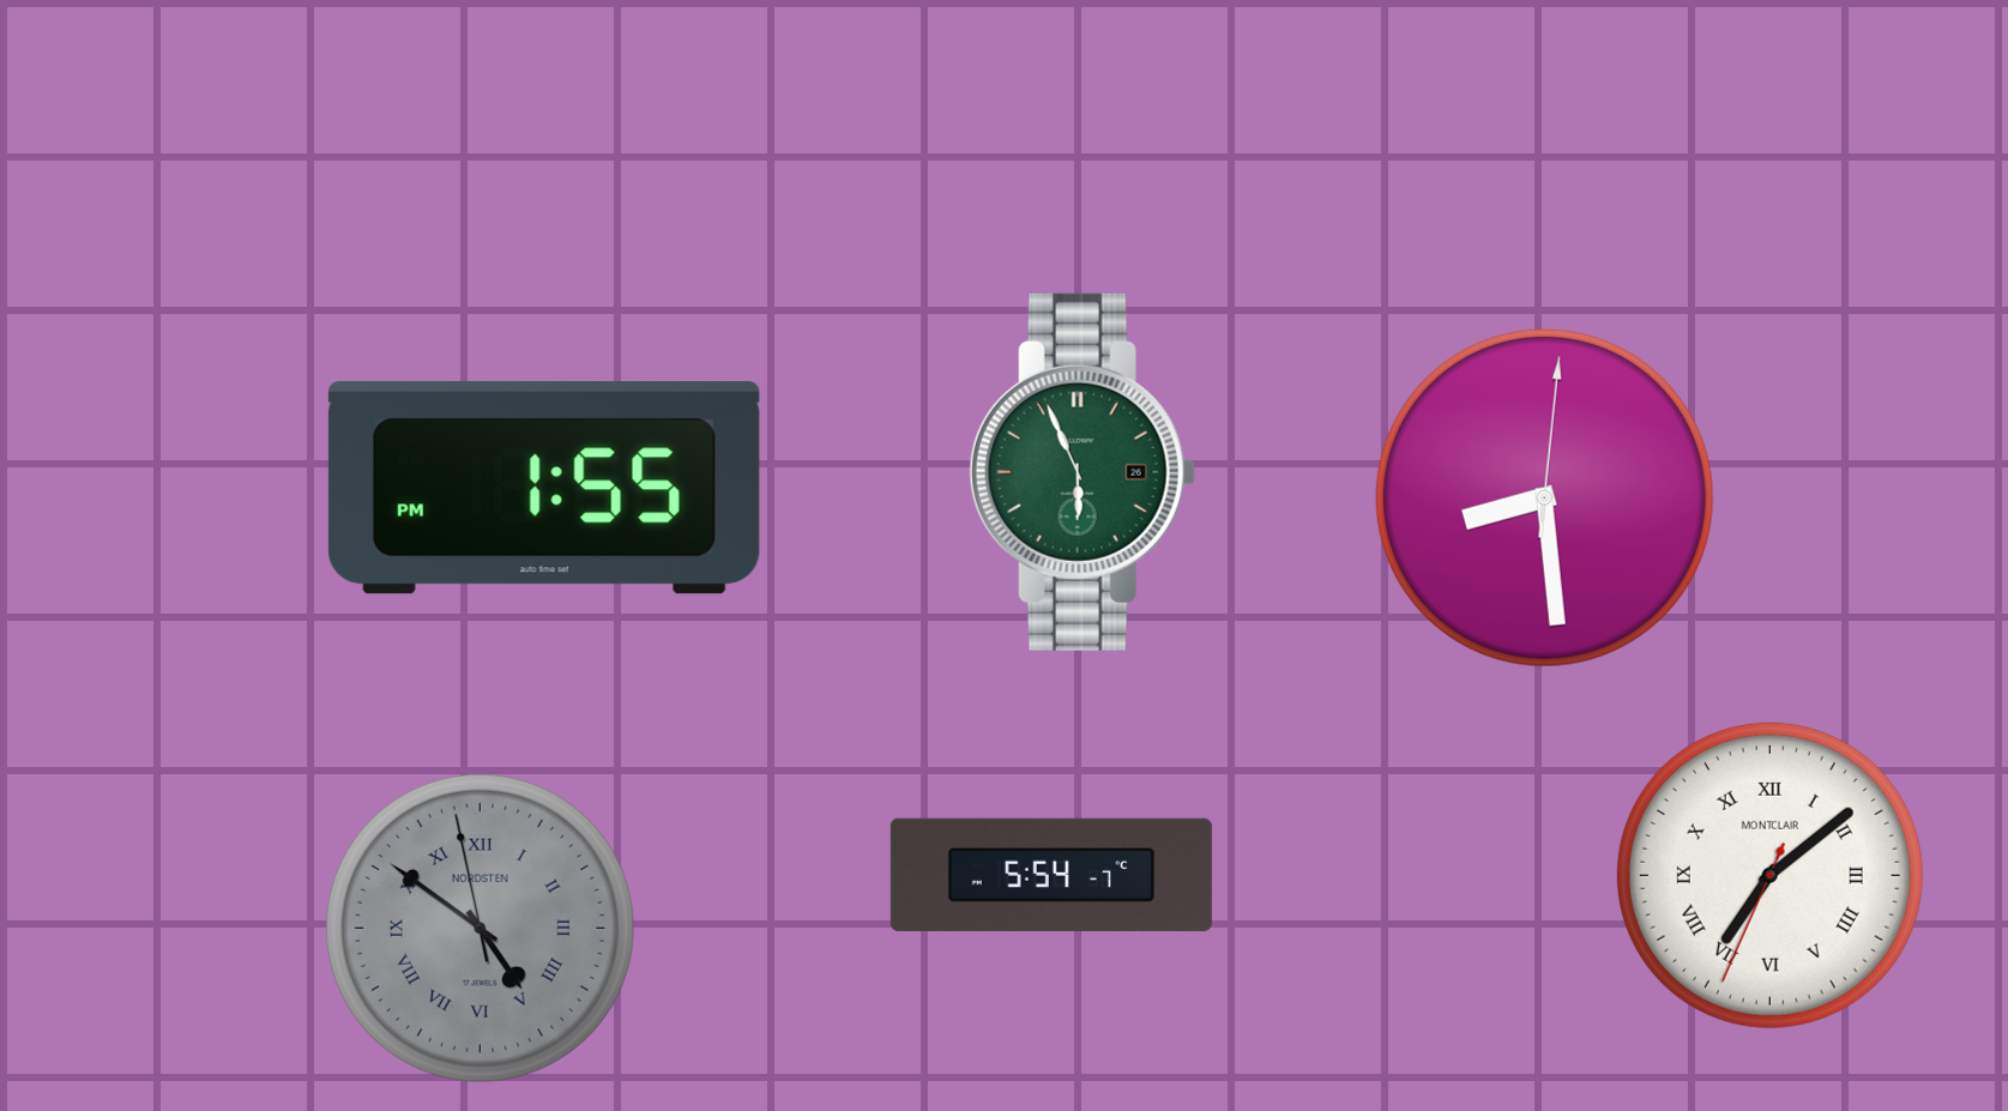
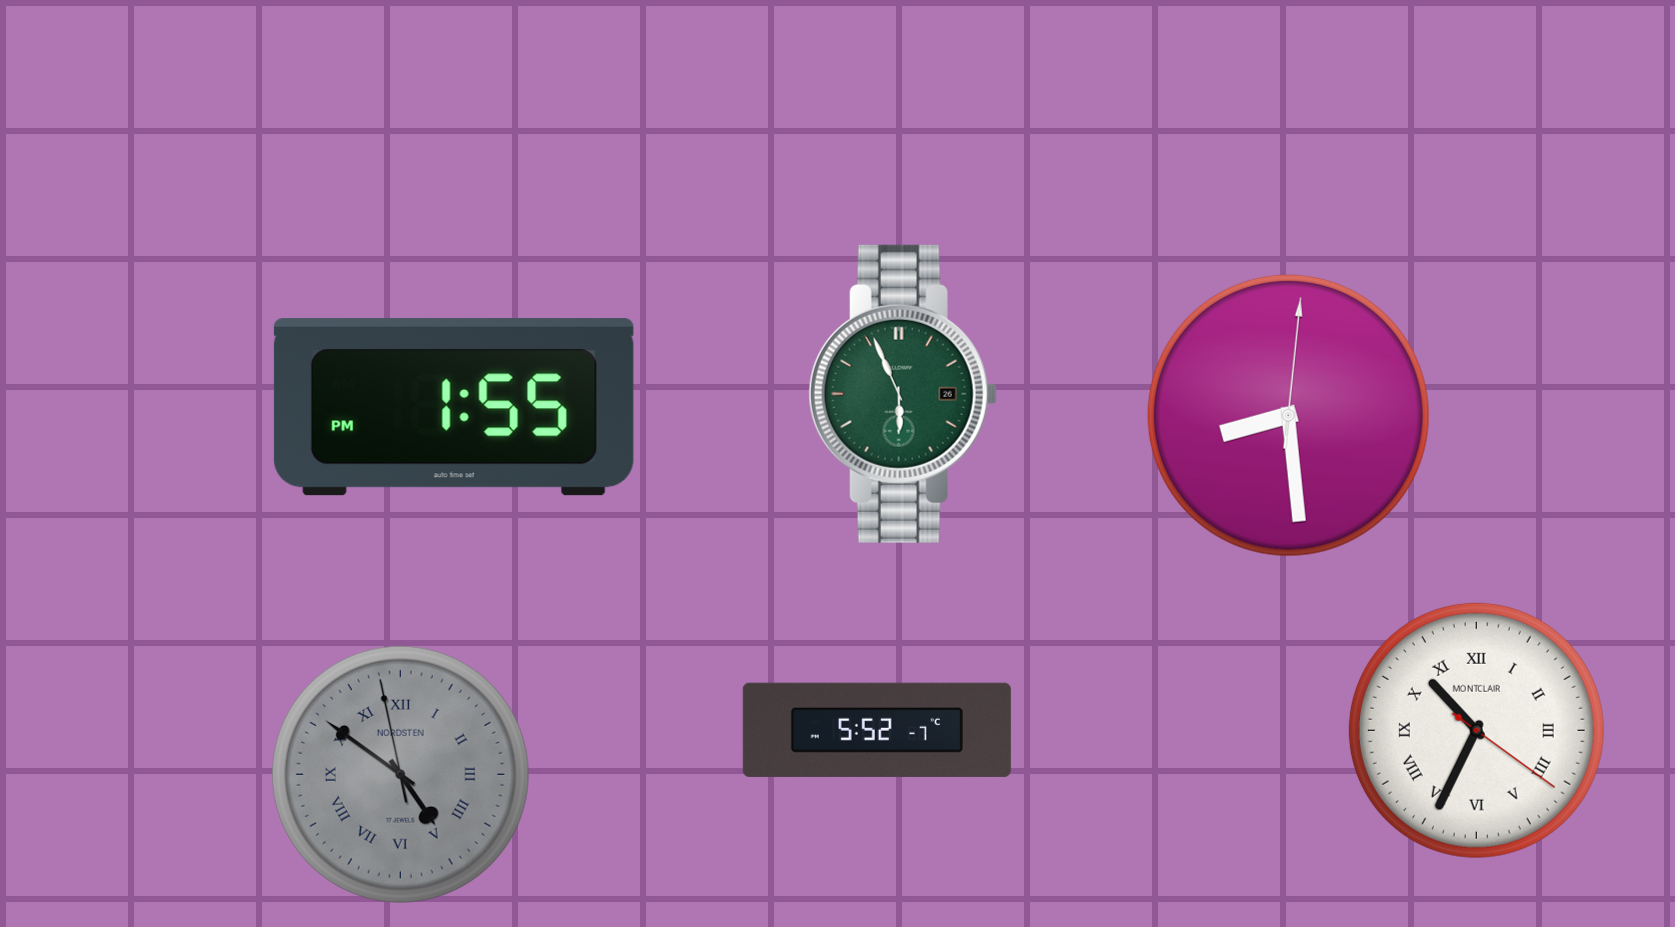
clock at (1051, 875): 5:54 -> 5:52
clock at (1769, 875): 7:08 -> 10:34
